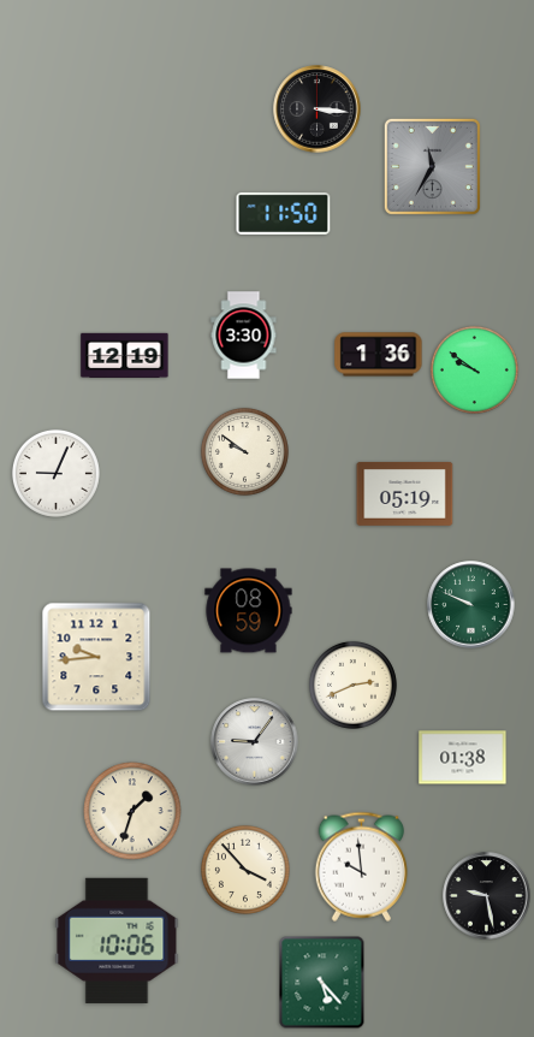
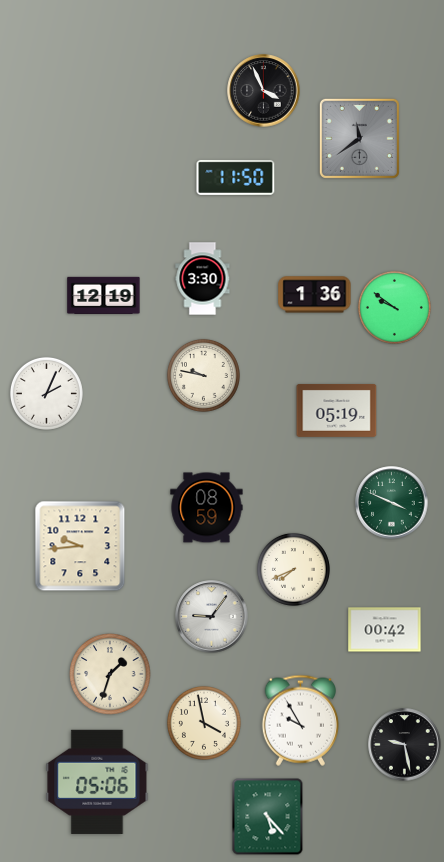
clock at (318, 109): 3:16 -> 3:56
clock at (432, 166): 11:35 -> 11:39
clock at (244, 451): 9:51 -> 9:47
clock at (55, 473): 9:04 -> 2:04
clock at (471, 605): 9:49 -> 3:49
clock at (352, 685): 2:41 -> 7:41
clock at (463, 758): 01:38 -> 00:42
clock at (361, 866): 9:59 -> 9:55
clock at (245, 870): 3:53 -> 3:58
clock at (117, 941): 10:06 -> 05:06
